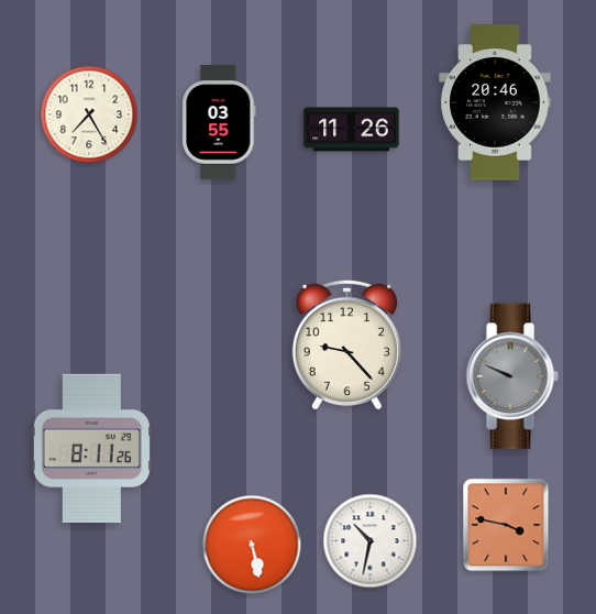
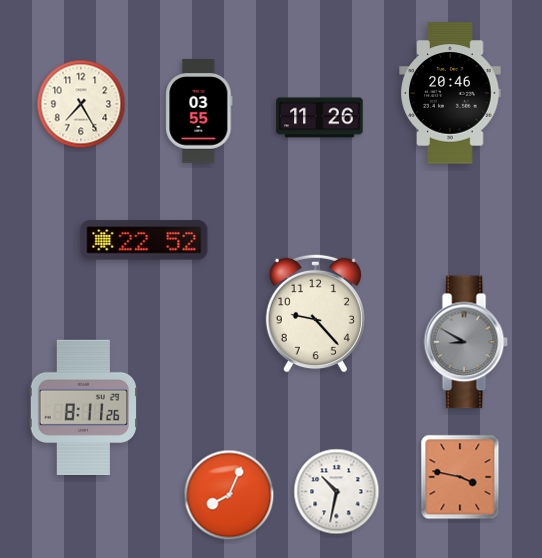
clock at (144, 240): none -> 22:52
clock at (512, 376): 9:49 -> 8:50
clock at (252, 545): 5:28 -> 8:04
